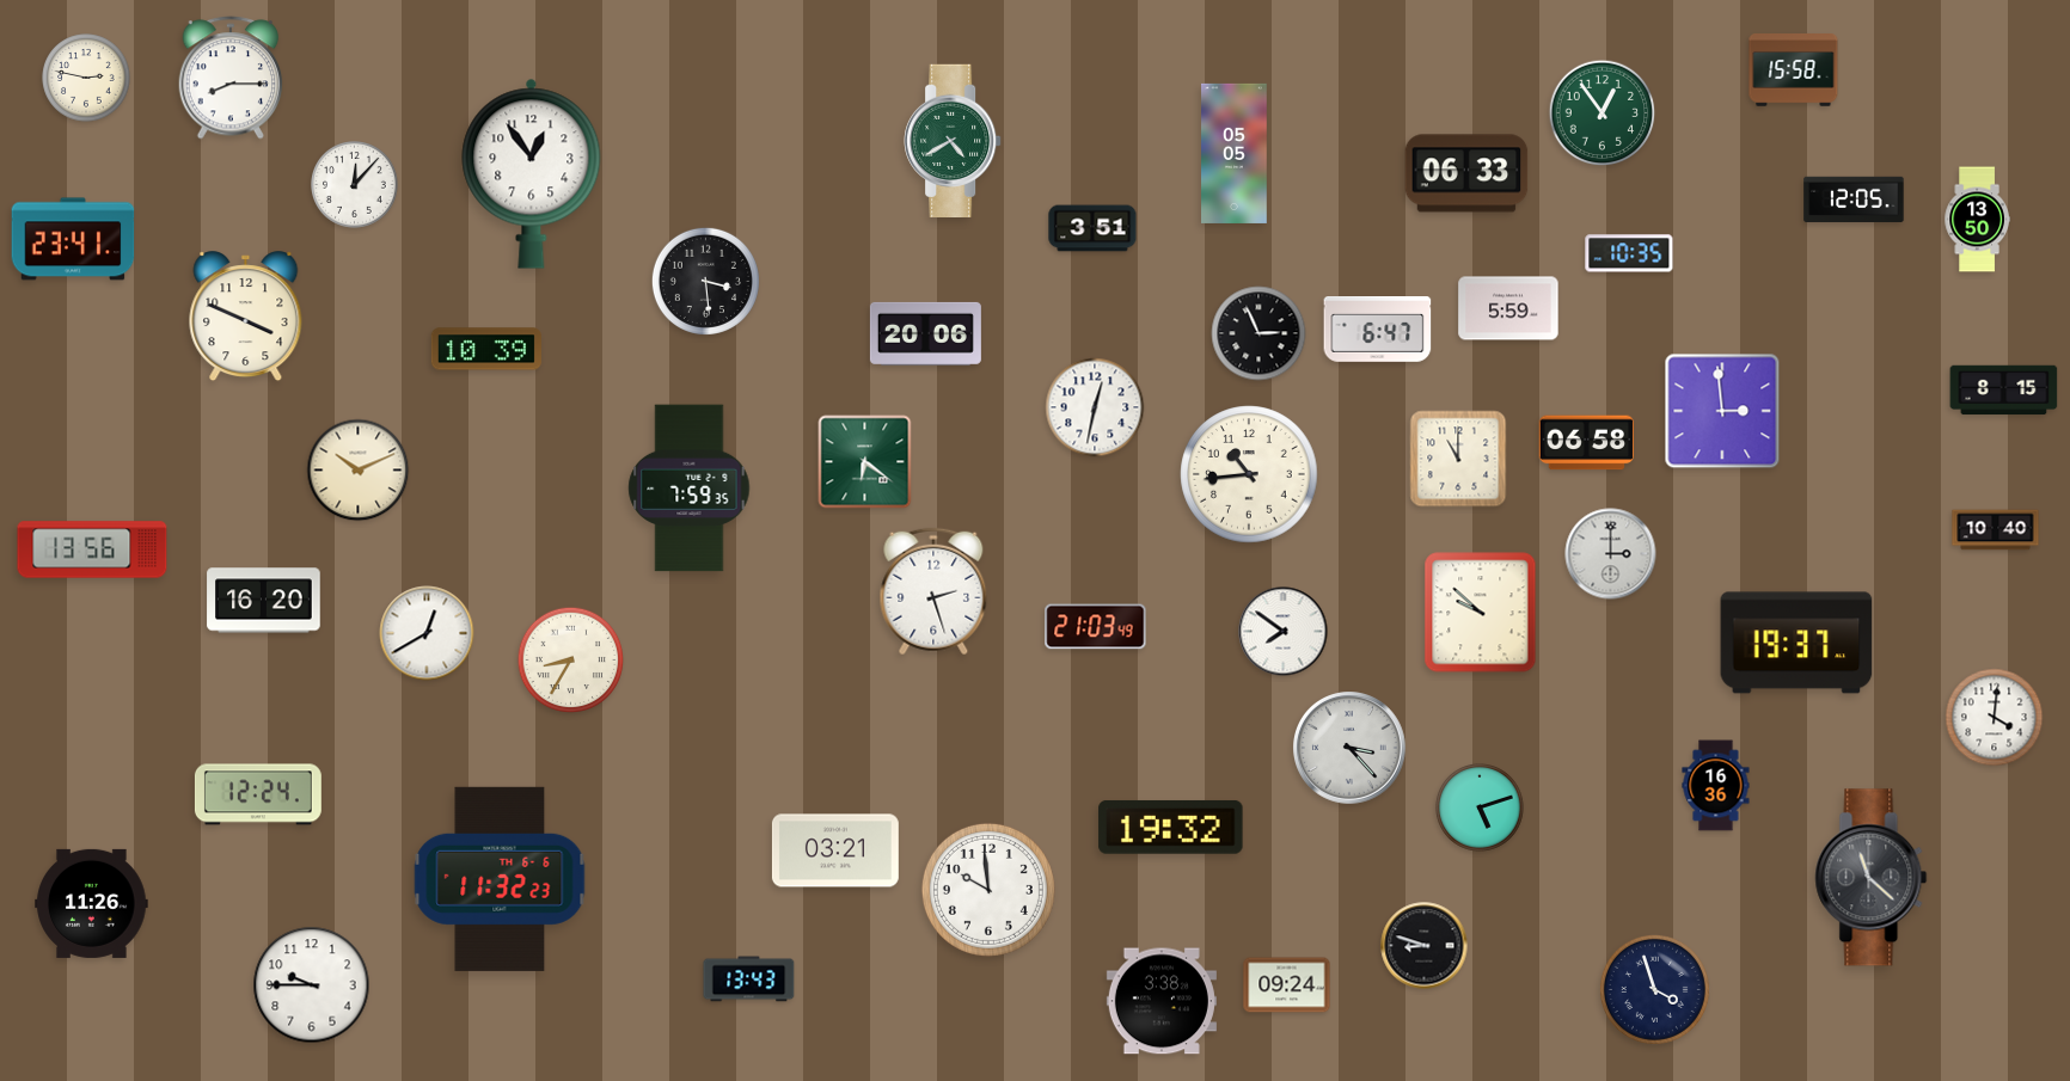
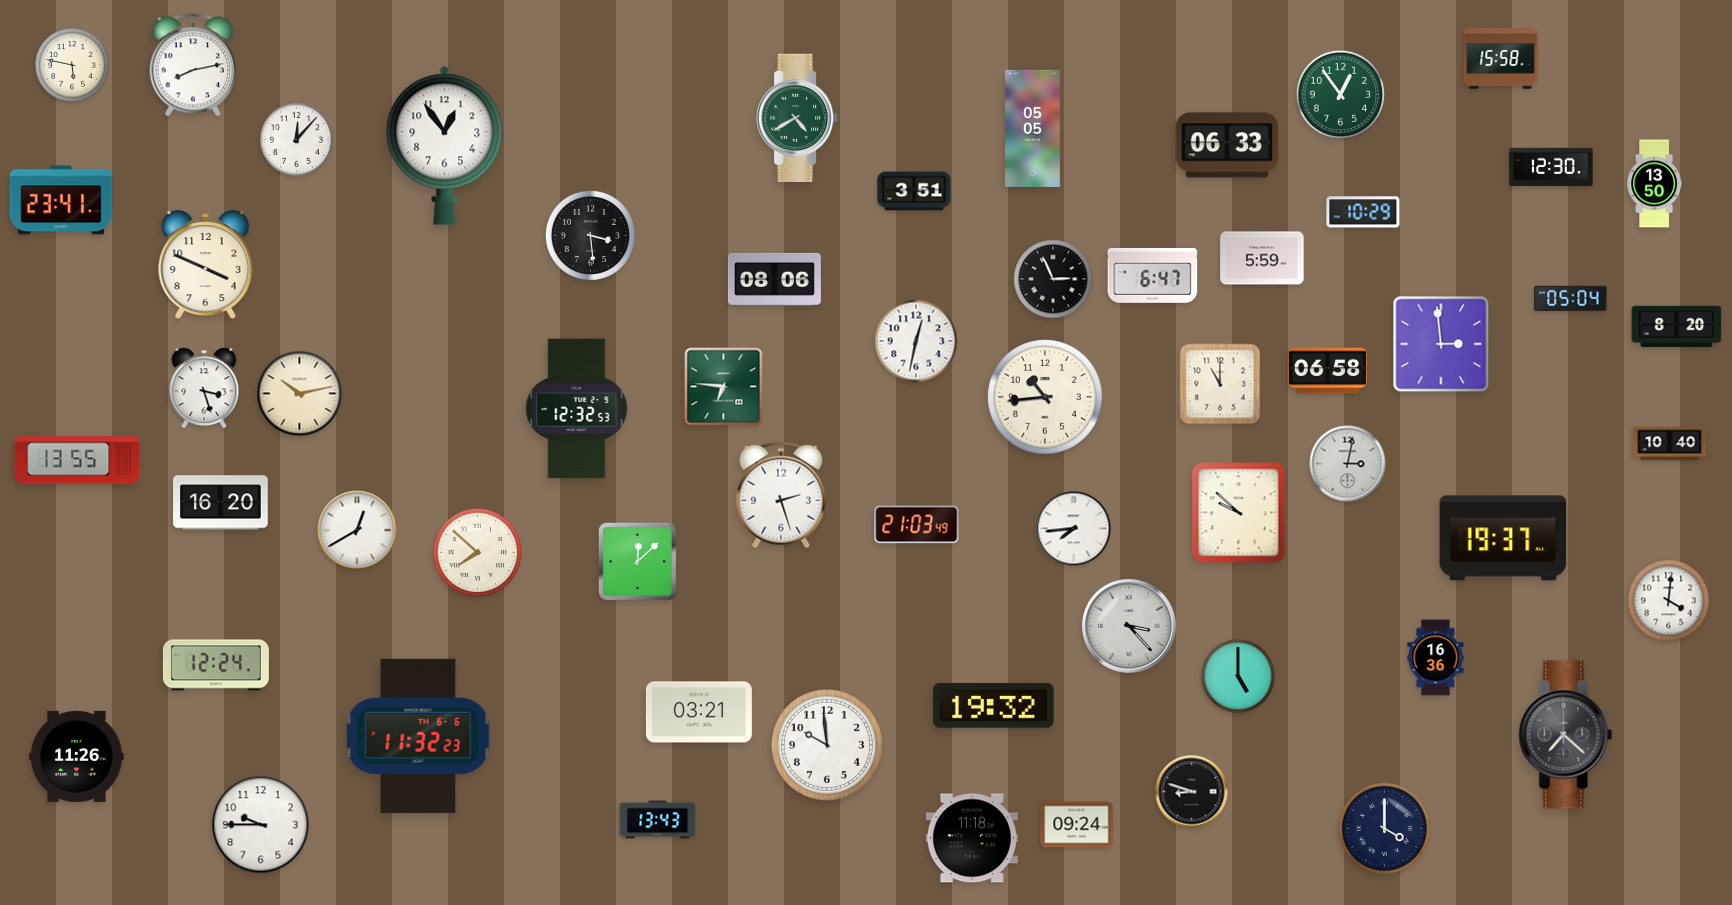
clock at (86, 78): 2:47 -> 5:47
clock at (231, 78): 8:15 -> 8:13
clock at (355, 185) position: (355, 185) -> (297, 140)
clock at (1854, 199): 12:05 -> 12:30
clock at (1629, 253): 10:35 -> 10:29
clock at (925, 333): 20:06 -> 08:06
clock at (486, 349): 10:39 -> none
clock at (1571, 298): none -> 05:04
clock at (2004, 391): 8:15 -> 8:20
clock at (865, 462): 6:21 -> 6:46
clock at (204, 388): none -> 3:27
clock at (359, 471): 10:11 -> 10:13
clock at (690, 489): 7:59 -> 12:32
clock at (92, 549): 13:56 -> 13:55
clock at (1611, 554): 3:00 -> 3:02
clock at (1284, 632): 7:51 -> 7:44
clock at (571, 661): 8:35 -> 7:52
clock at (637, 561): none -> 12:08
clock at (1480, 807): 5:12 -> 5:00
clock at (1171, 827) position: (1171, 827) -> (994, 705)
clock at (1872, 878): 11:22 -> 7:22
clock at (749, 979) position: (749, 979) -> (658, 820)
clock at (1654, 989): 3:57 -> 4:00
clock at (1162, 1001): 3:38 -> 11:18
